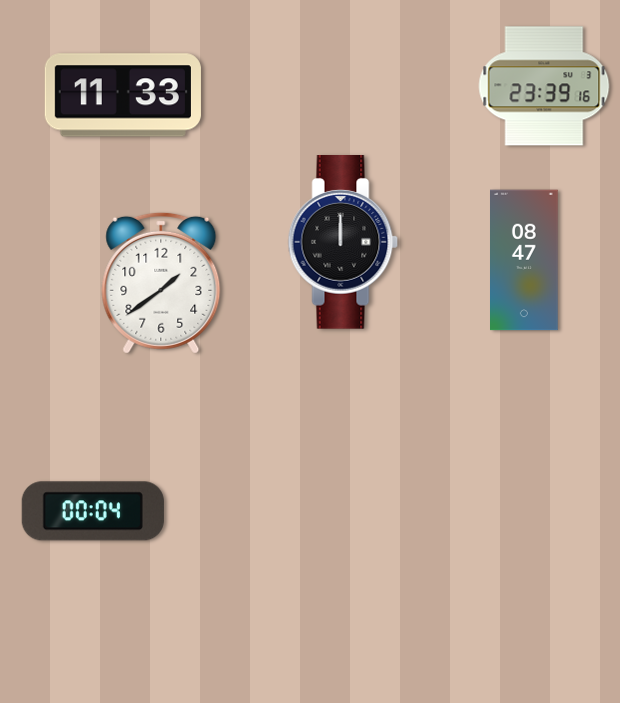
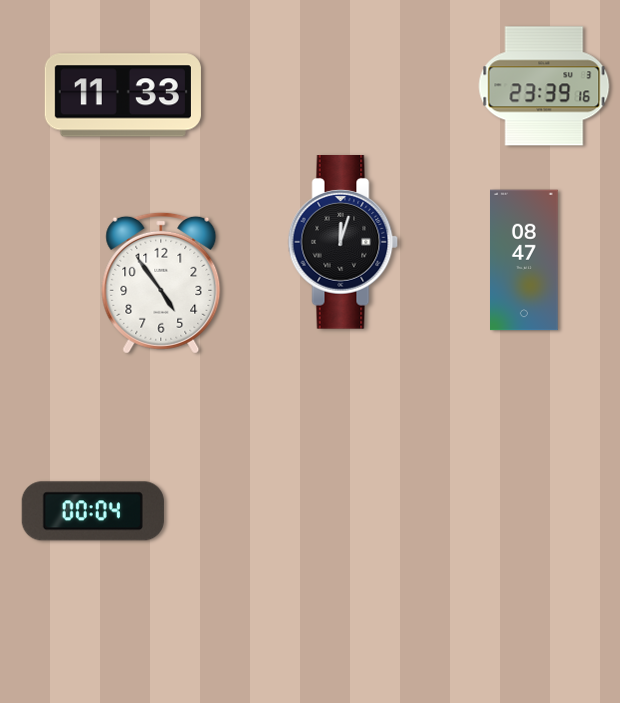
clock at (343, 242): 12:00 -> 12:03
clock at (161, 283): 1:39 -> 4:54
